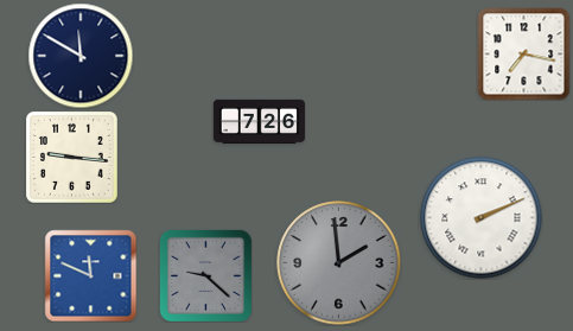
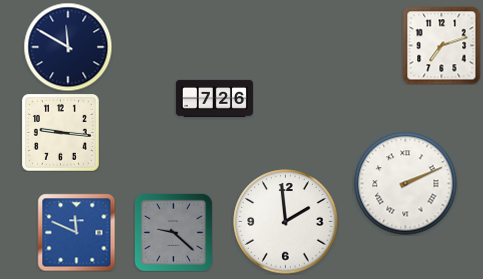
clock at (523, 53): 7:17 -> 7:12
clock at (259, 121) position: (259, 121) -> (214, 98)
clock at (339, 263) dial: grey -> white
